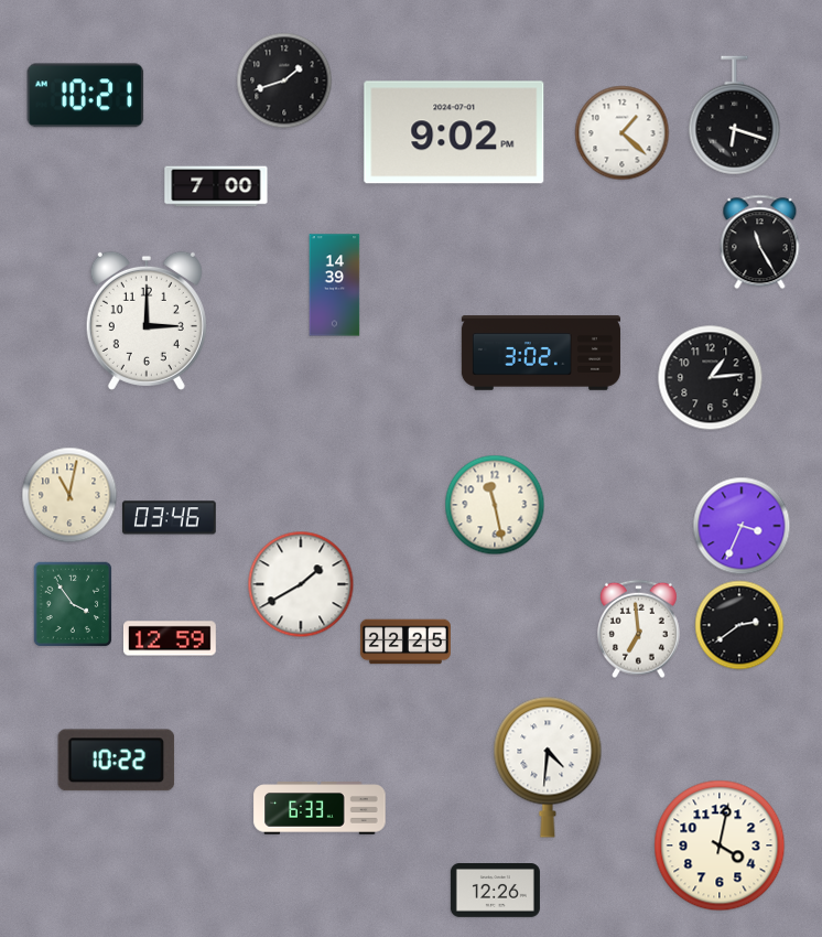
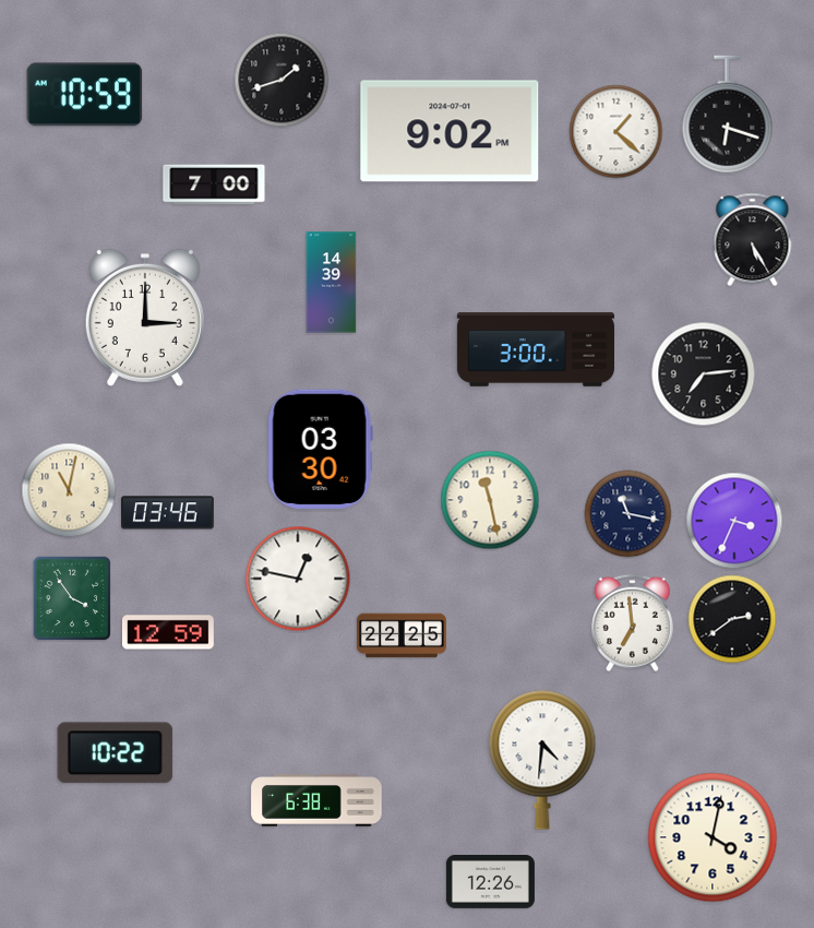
clock at (86, 96): 10:21 -> 10:59
clock at (760, 243): 11:25 -> 5:25
clock at (541, 353): 3:02 -> 3:00
clock at (711, 378): 1:14 -> 7:14
clock at (320, 449): none -> 03:30
clock at (629, 514): none -> 11:17
clock at (301, 584): 1:40 -> 12:47
clock at (320, 808): 6:33 -> 6:38
